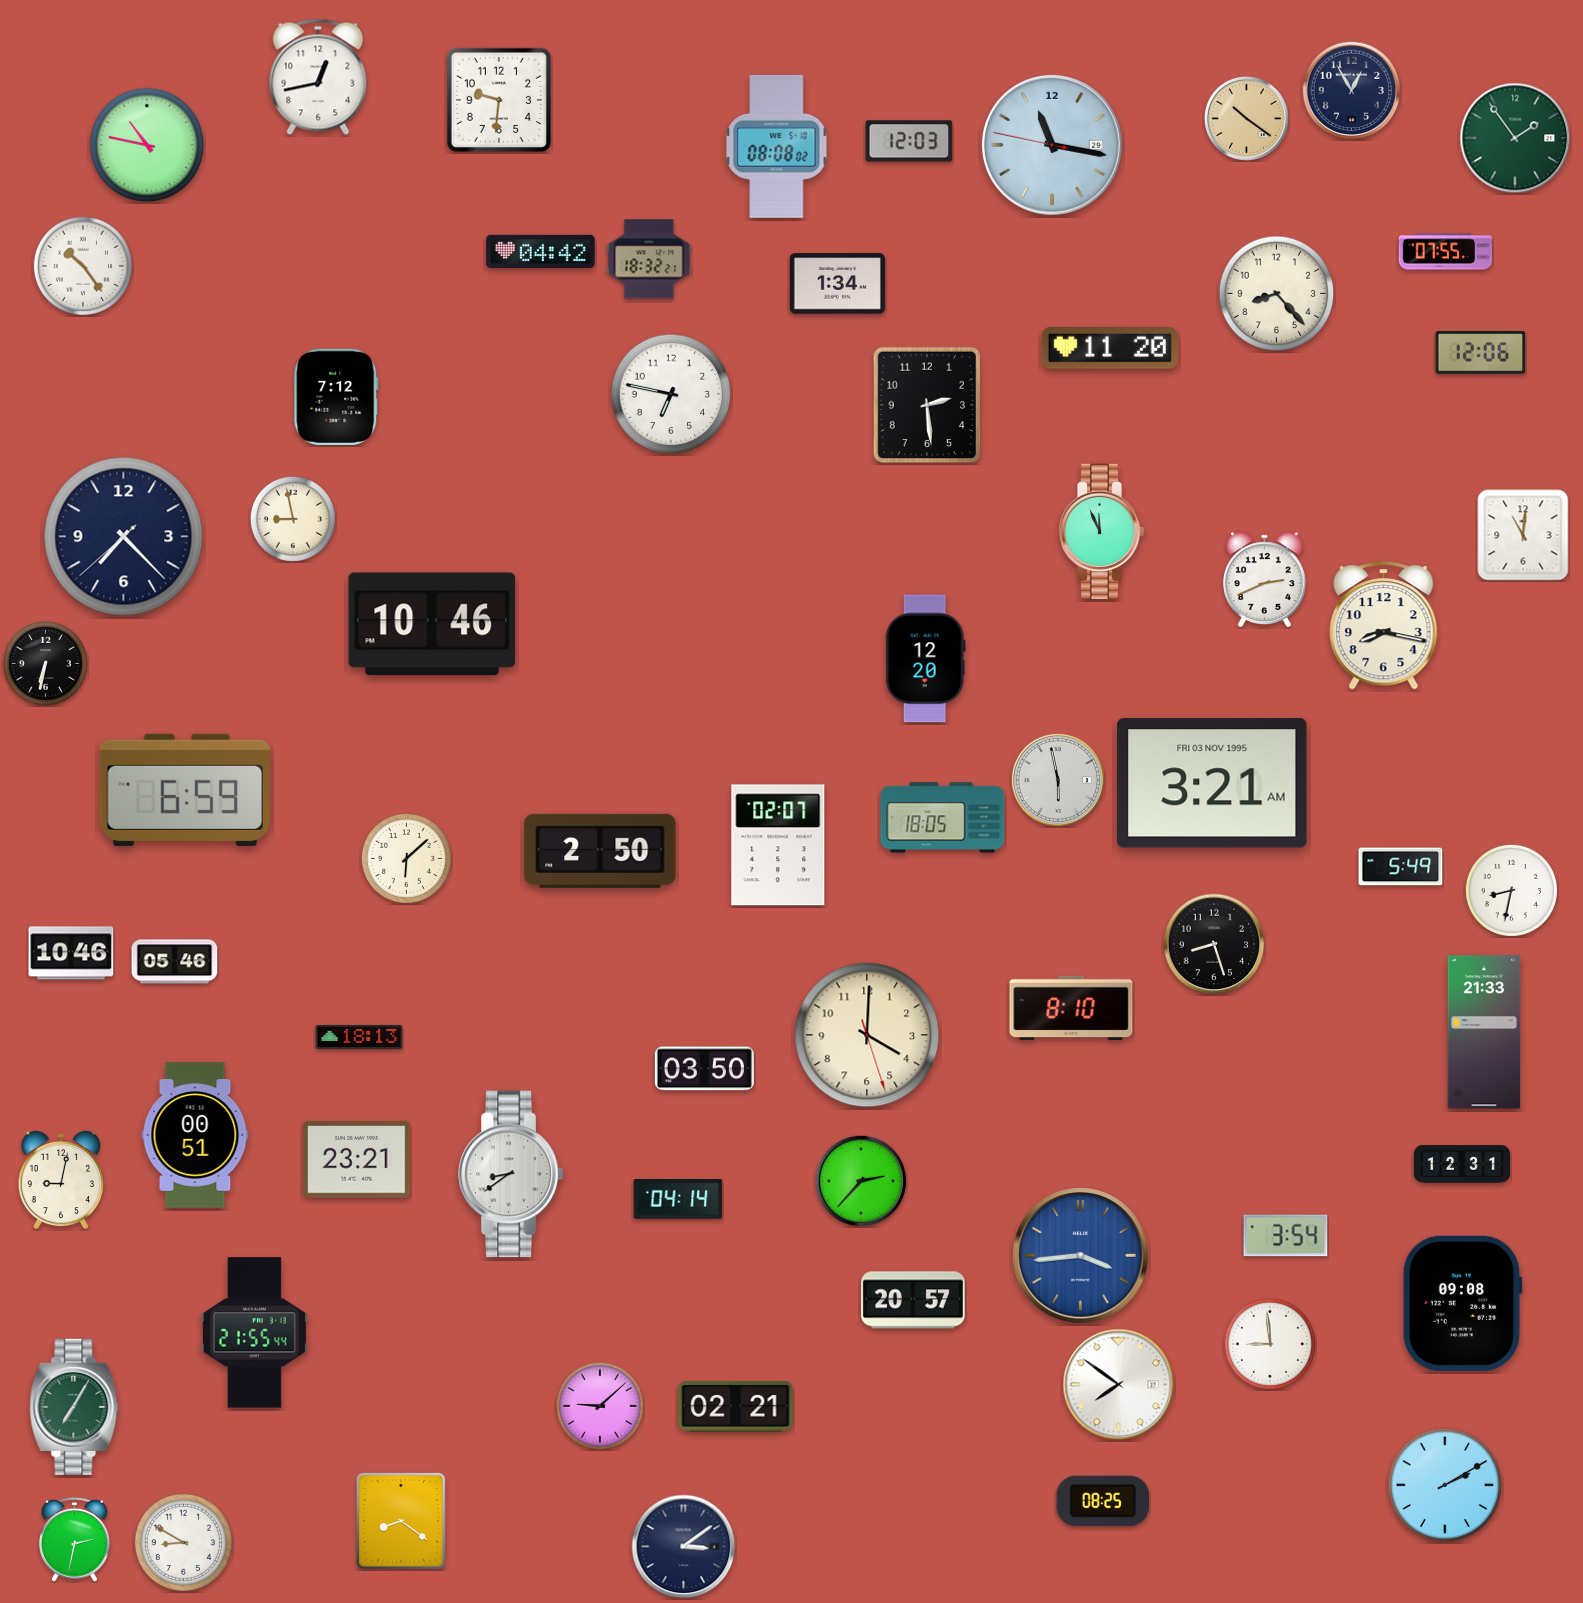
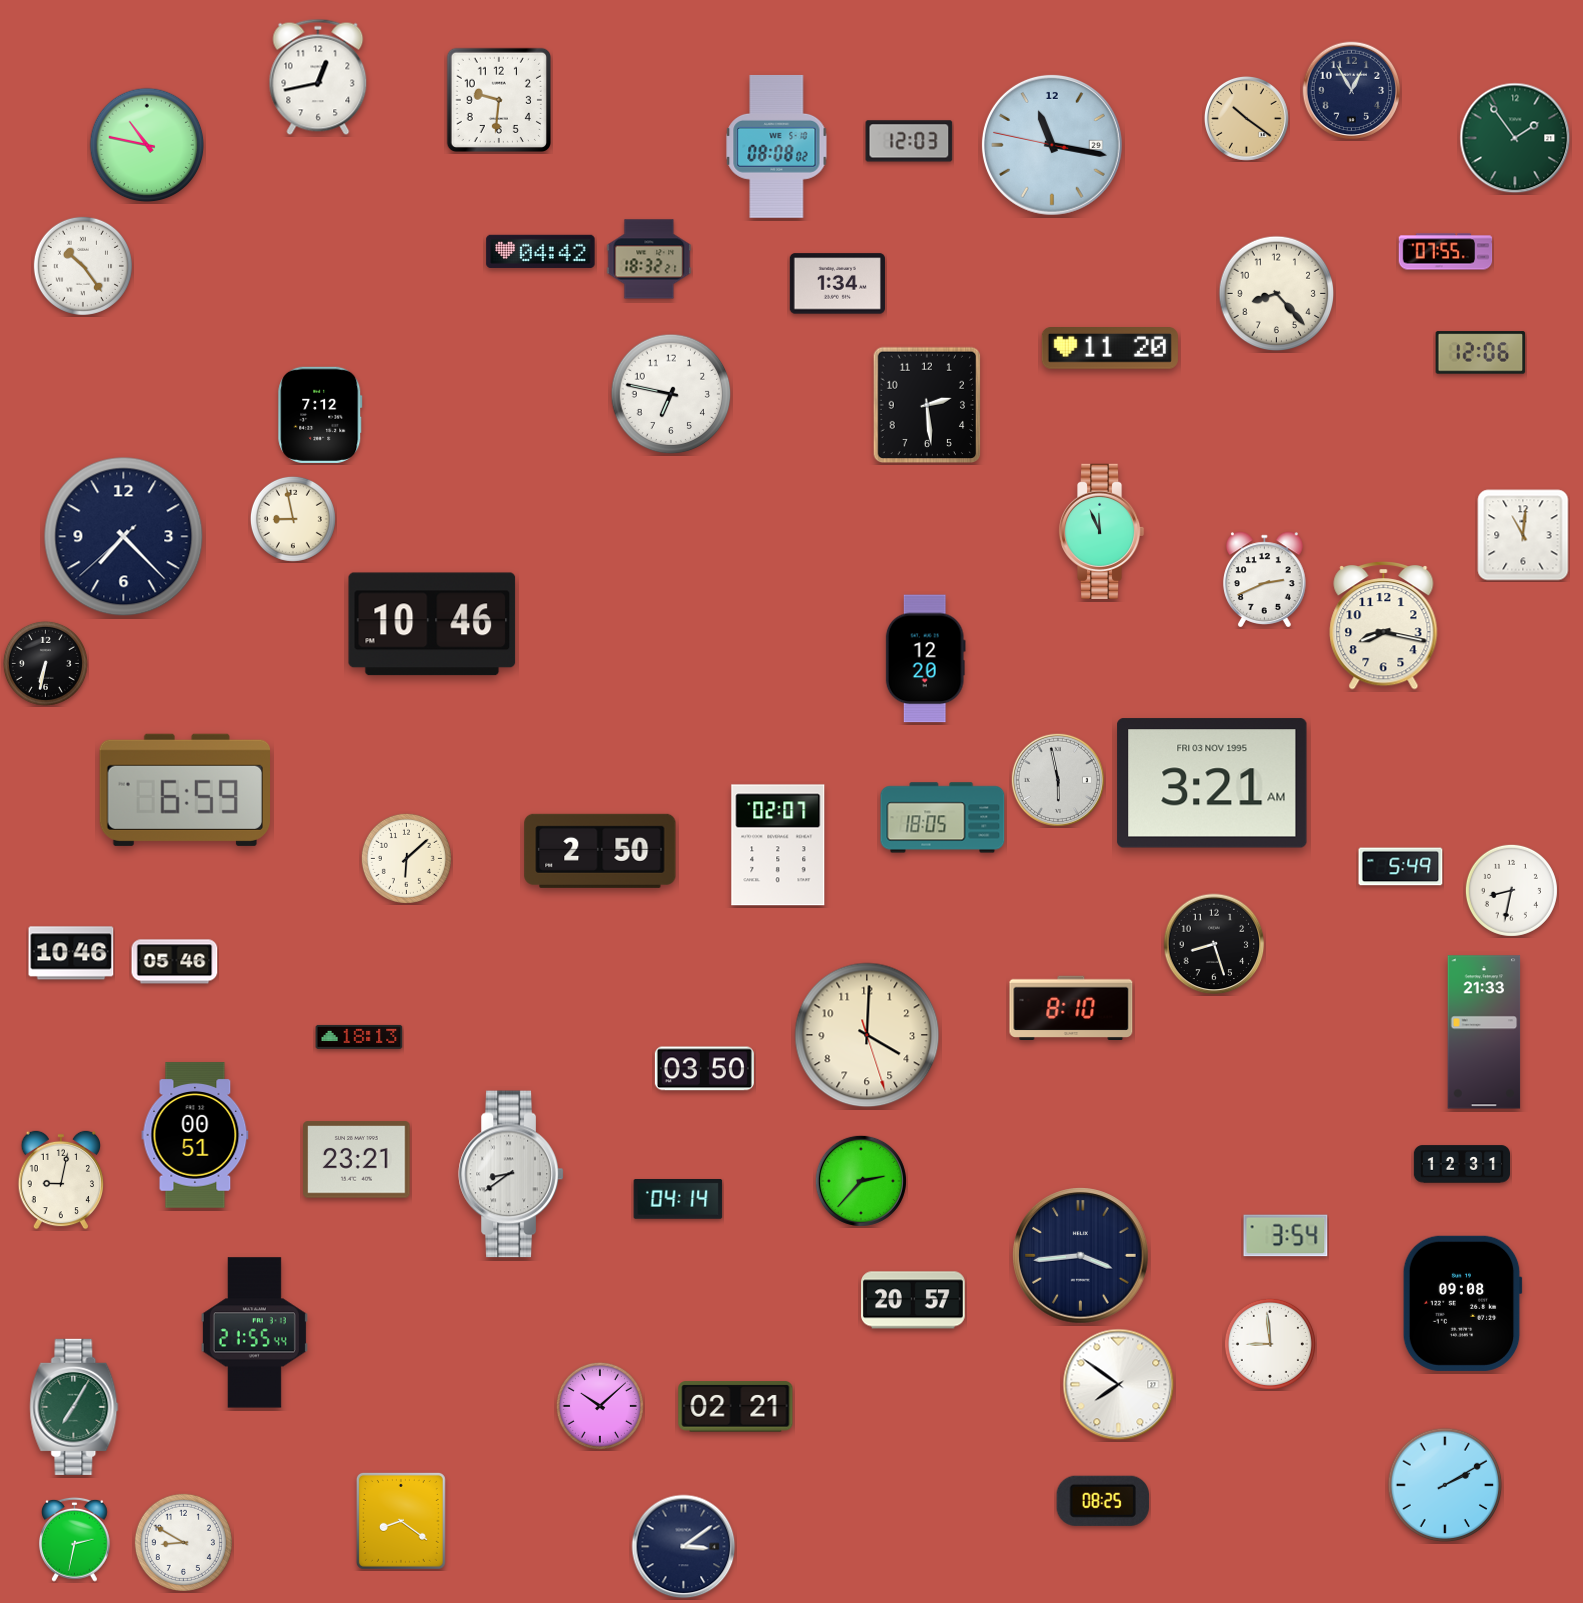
clock at (336, 397) position: (336, 397) -> (320, 415)
clock at (1081, 1256) dial: blue -> navy
clock at (600, 1406): 9:08 -> 10:08
